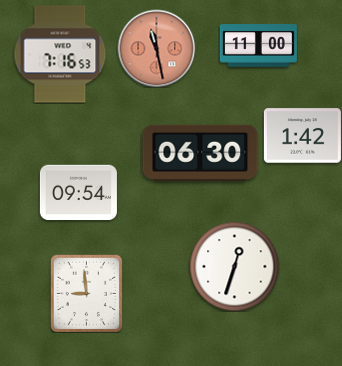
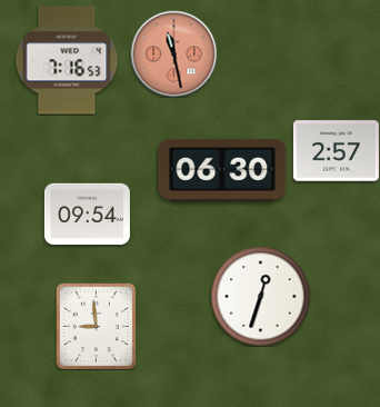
clock at (258, 46): 11:00 -> none
clock at (302, 136): 1:42 -> 2:57
